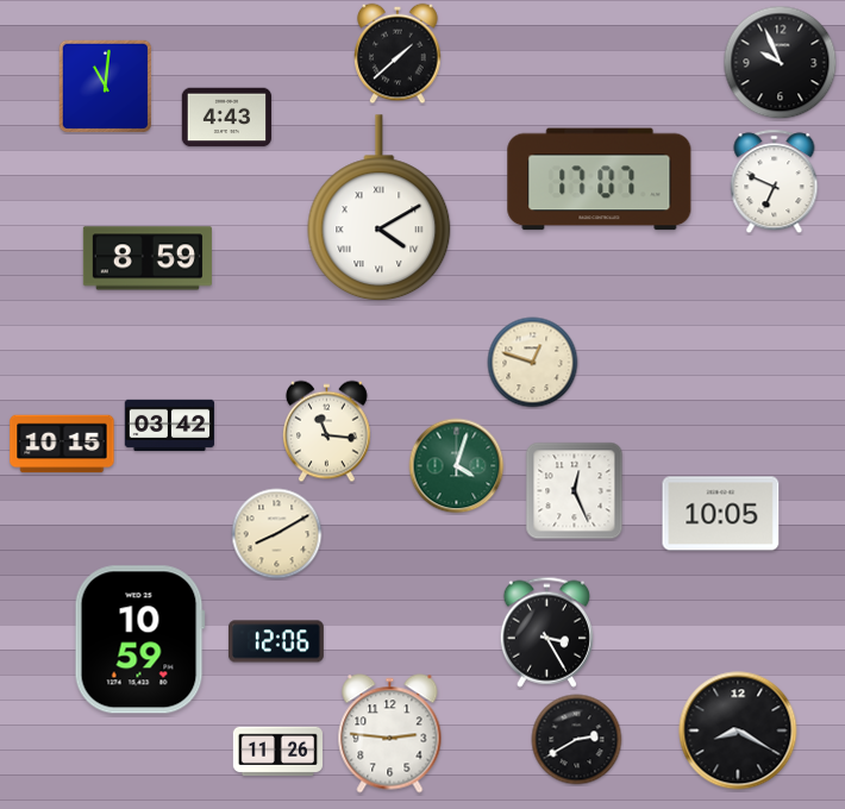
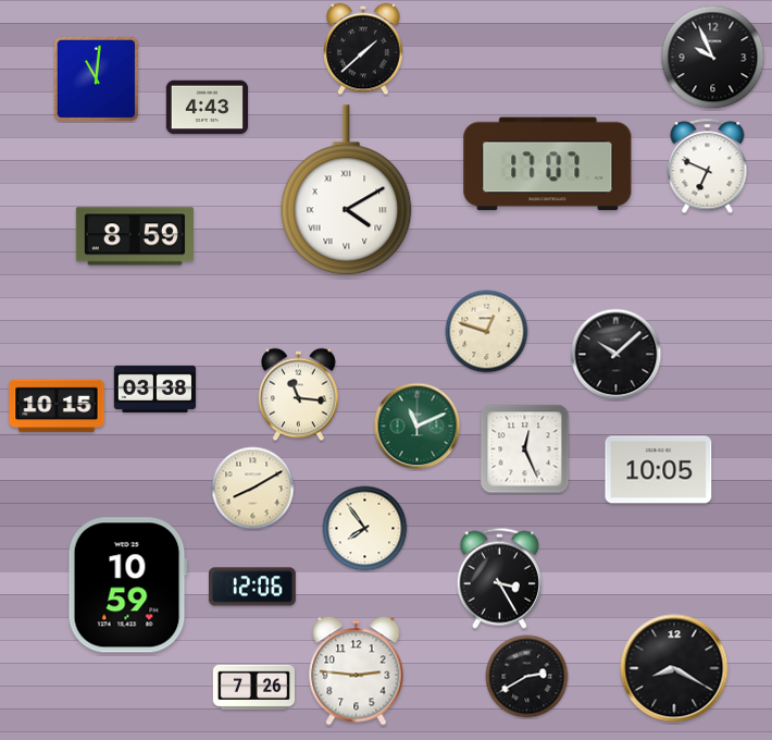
clock at (617, 355): none -> 10:08
clock at (170, 425): 03:42 -> 03:38
clock at (457, 466): 4:03 -> 11:11
clock at (365, 529): none -> 7:54
clock at (277, 752): 11:26 -> 7:26
